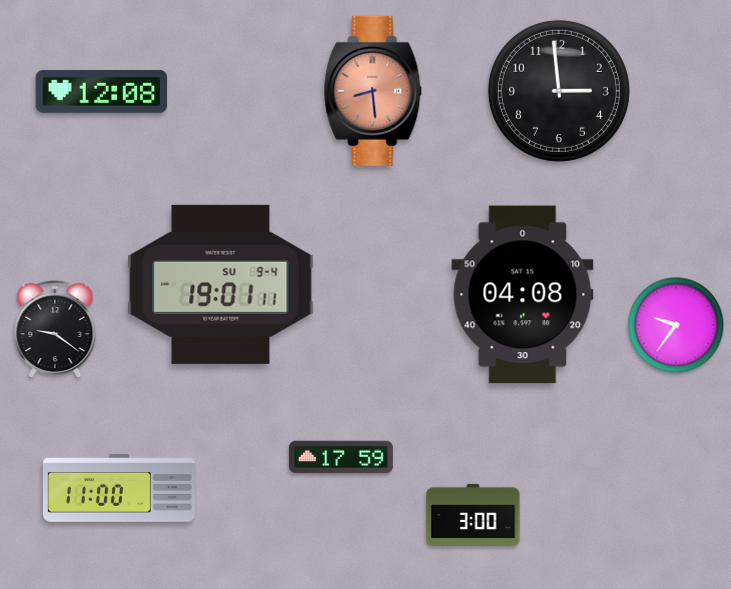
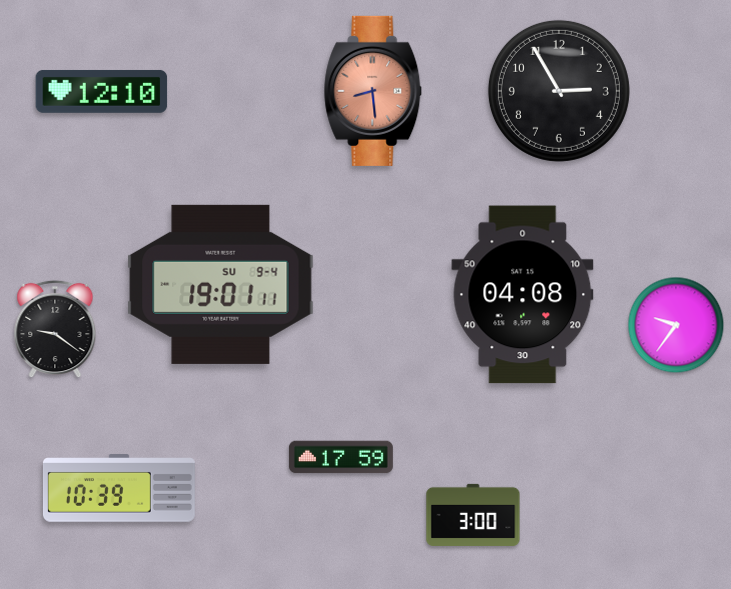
clock at (102, 91): 12:08 -> 12:10
clock at (559, 91): 2:59 -> 2:55
clock at (119, 488): 11:00 -> 10:39
